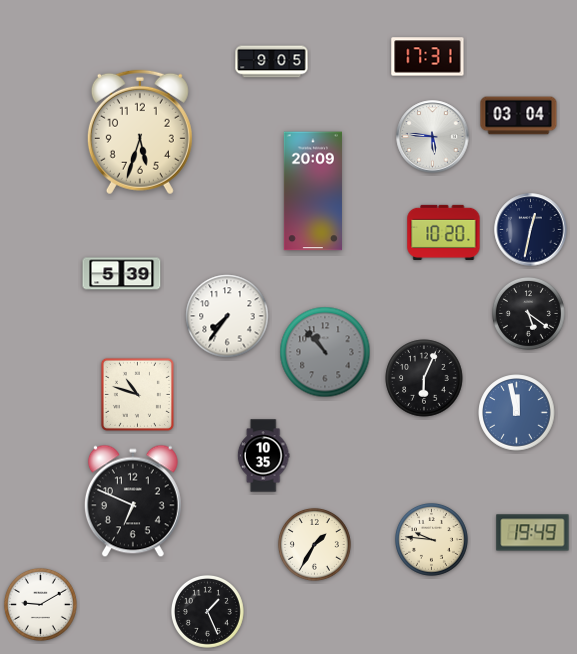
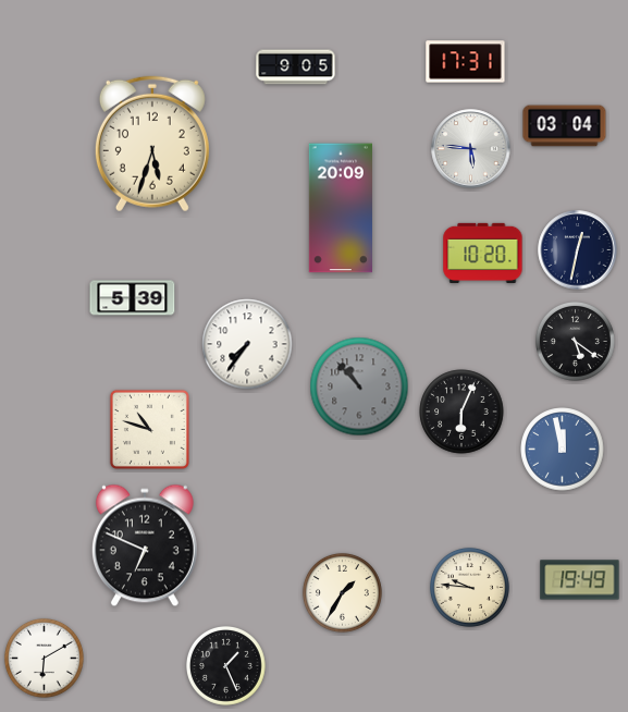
clock at (325, 352) position: (325, 352) -> (359, 386)
clock at (263, 456): 10:35 -> none
clock at (40, 604): 9:10 -> 6:10
